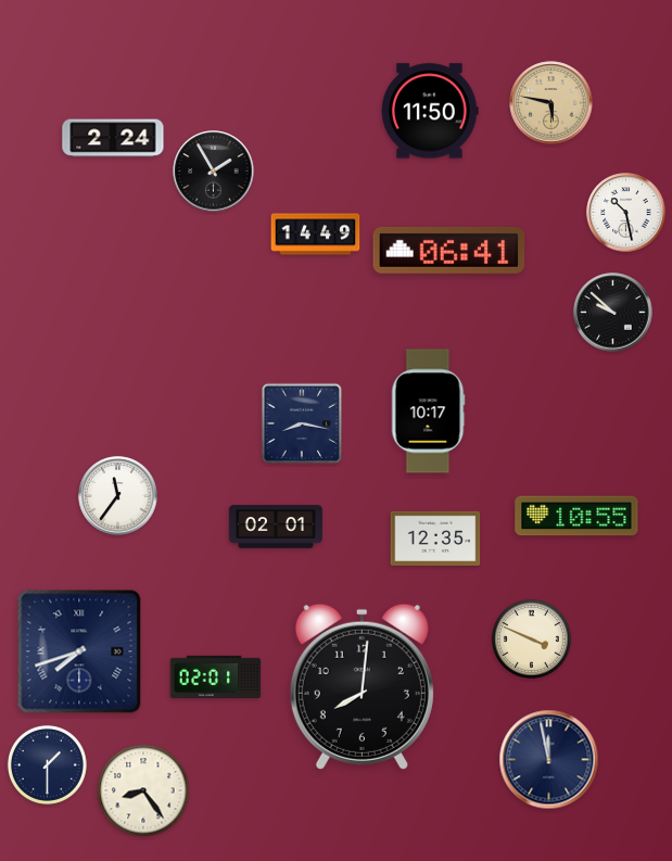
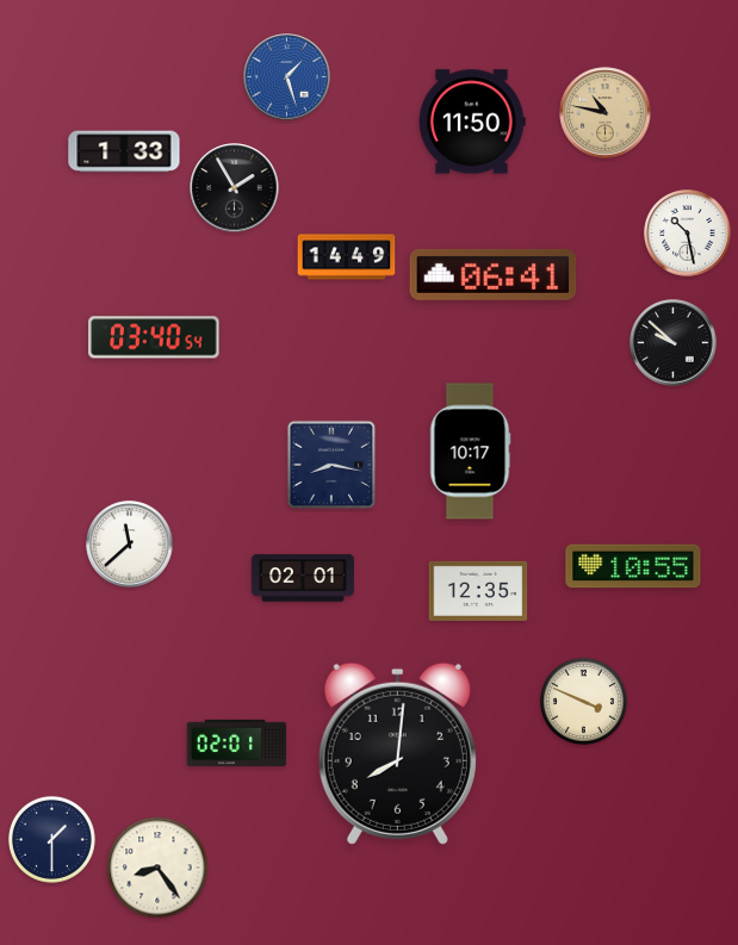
clock at (287, 77): none -> 1:27
clock at (551, 103): 5:47 -> 10:47
clock at (113, 138): 2:24 -> 1:33
clock at (154, 337): none -> 03:40
clock at (118, 496): 11:36 -> 11:38
clock at (79, 651): 7:42 -> none
clock at (549, 760): 11:58 -> none
